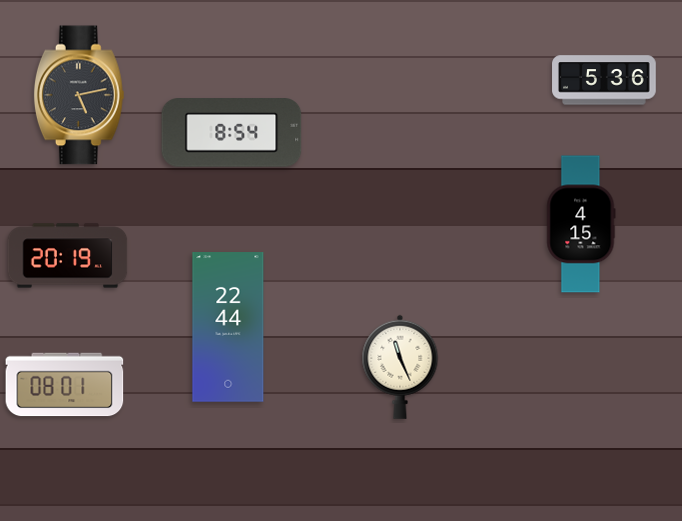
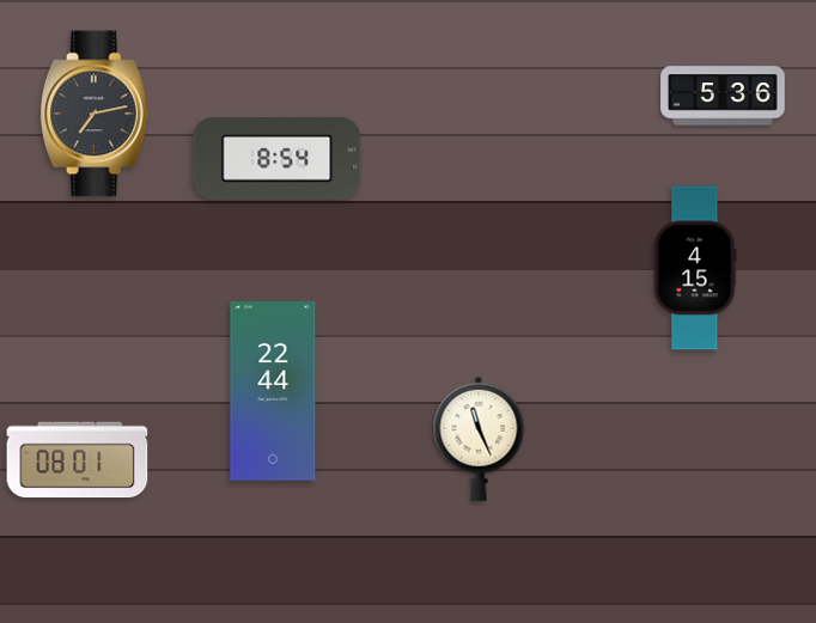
clock at (79, 95): 5:13 -> 7:13
clock at (68, 256): 20:19 -> none
